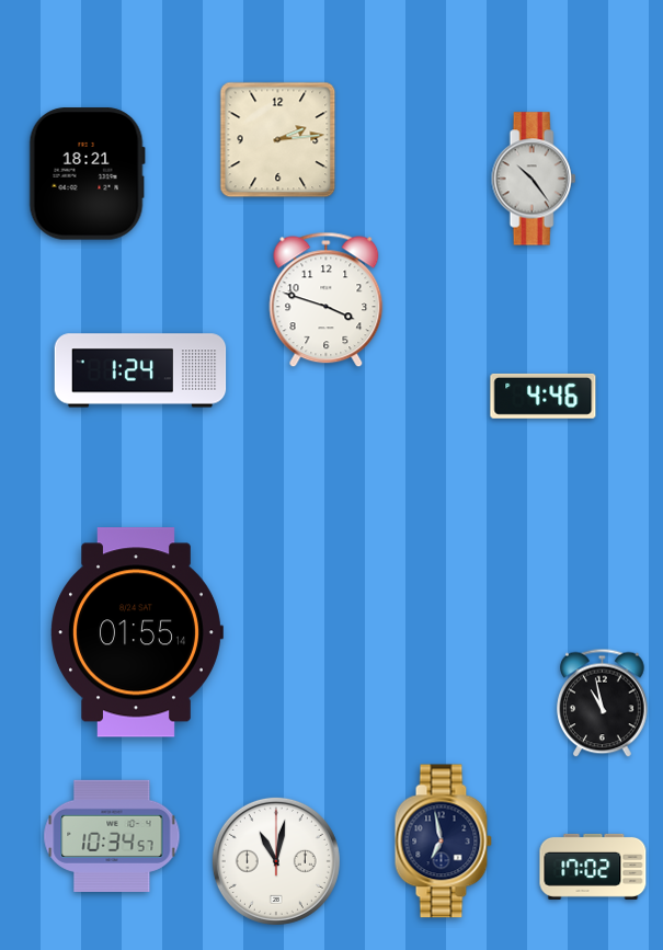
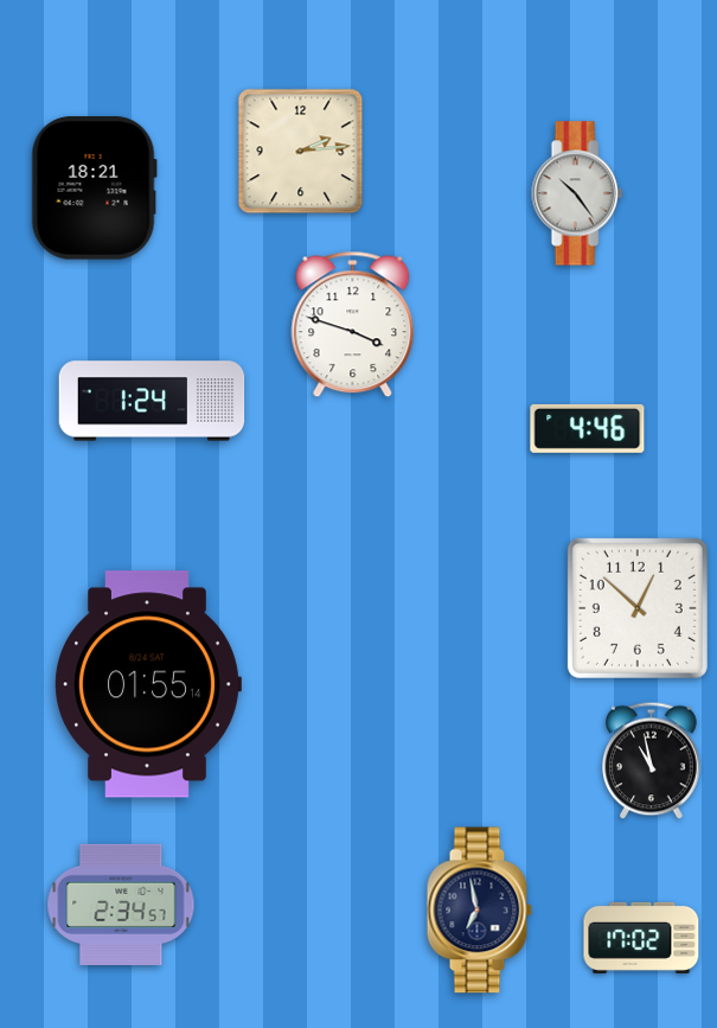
clock at (638, 608): none -> 12:52
clock at (112, 836): 10:34 -> 2:34
clock at (276, 861): 11:02 -> none
